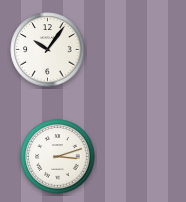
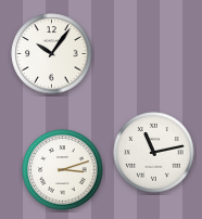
clock at (154, 153): none -> 11:13
